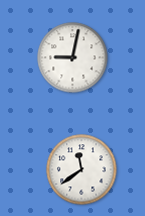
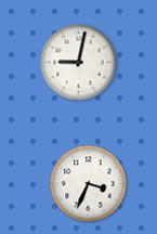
clock at (82, 170): 11:39 -> 3:34
